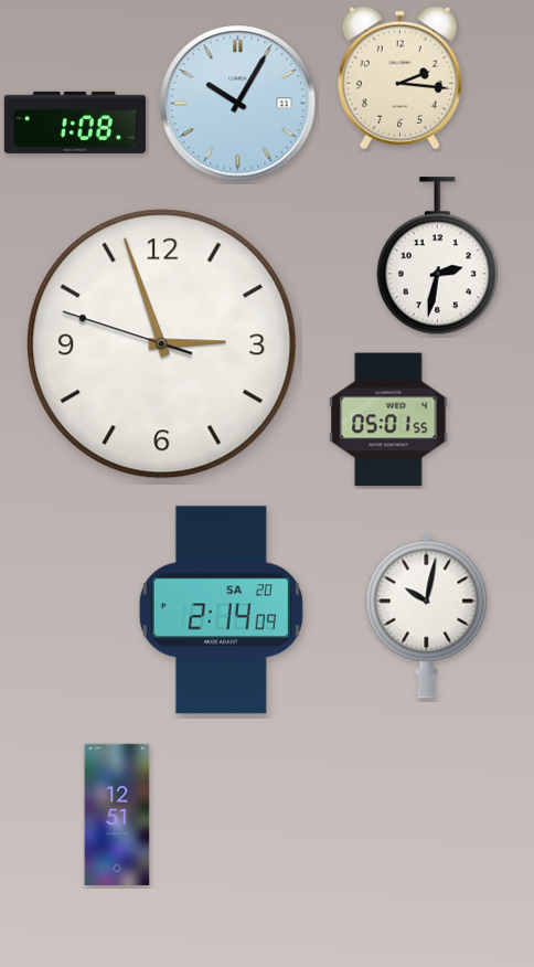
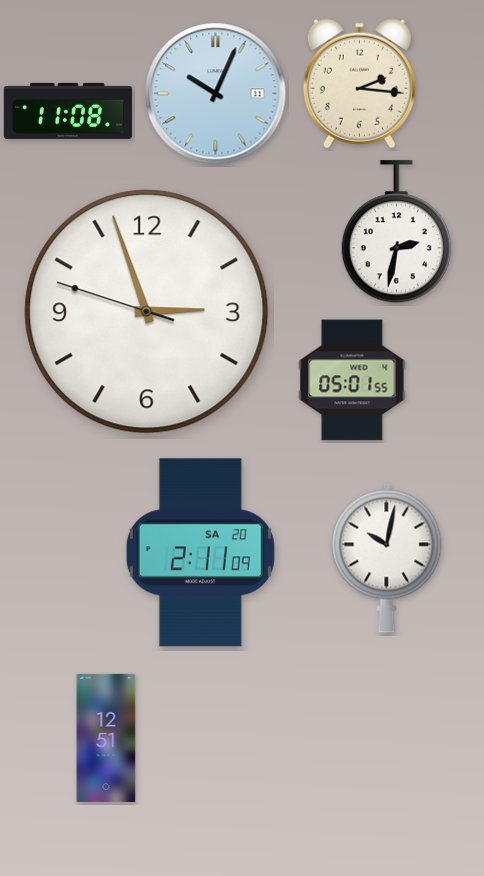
clock at (399, 78) position: (399, 78) -> (359, 84)
clock at (238, 104): 10:05 -> 10:04
clock at (75, 123): 1:08 -> 11:08
clock at (221, 610): 2:14 -> 2:11
